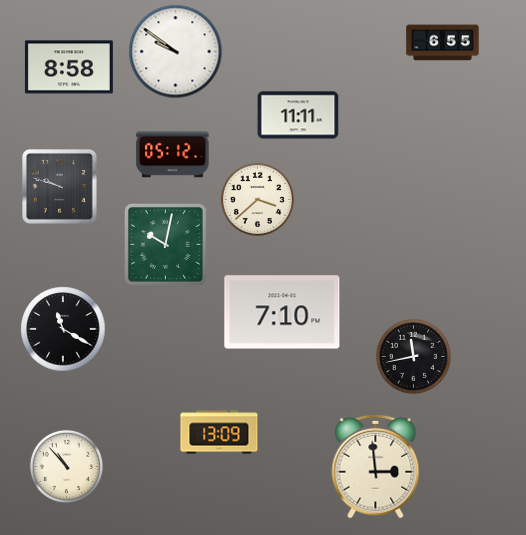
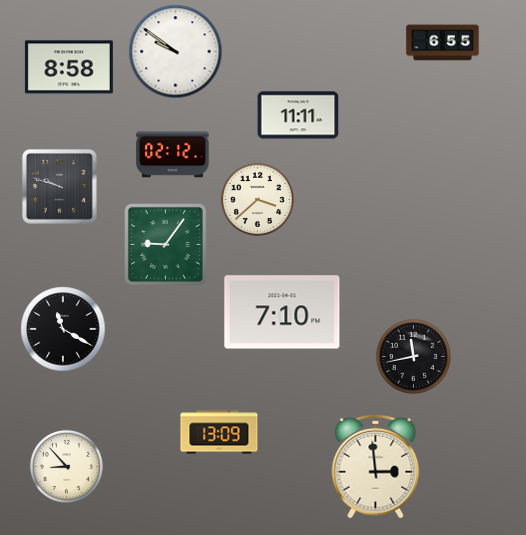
clock at (173, 155): 05:12 -> 02:12
clock at (166, 245): 10:02 -> 9:06
clock at (66, 466): 10:53 -> 8:53
